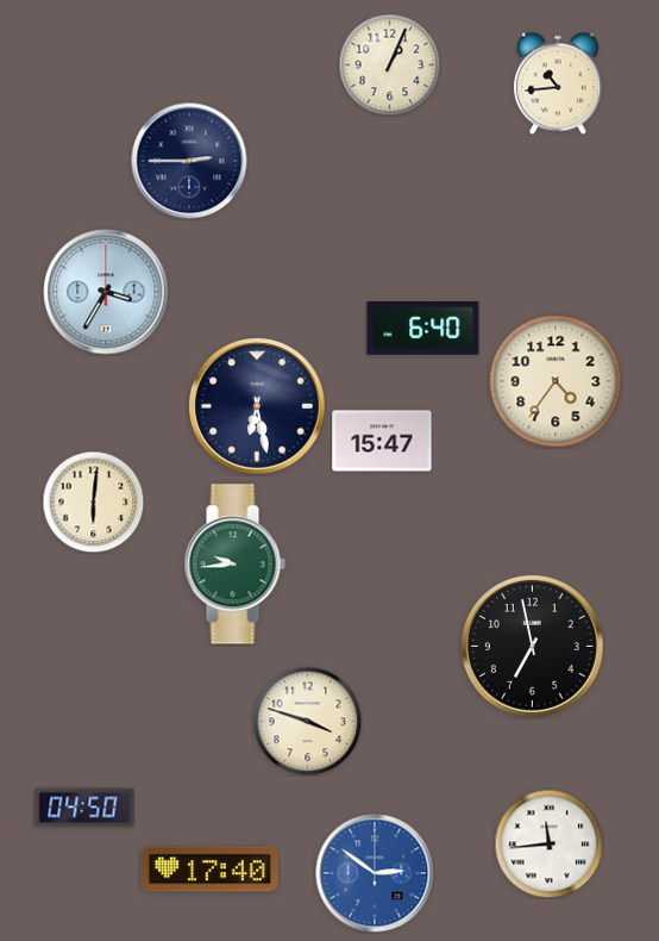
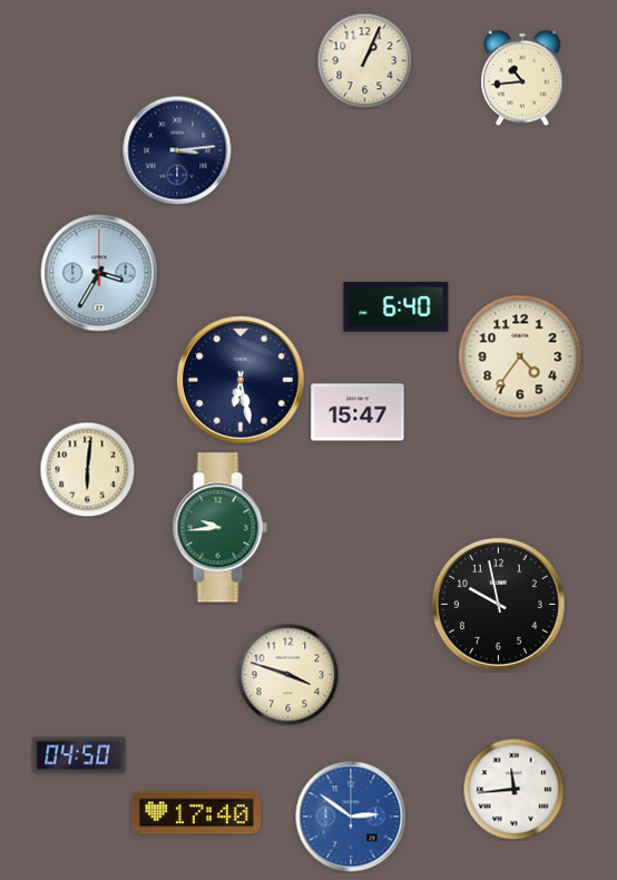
clock at (189, 161): 2:45 -> 3:14
clock at (532, 646): 6:58 -> 9:58
